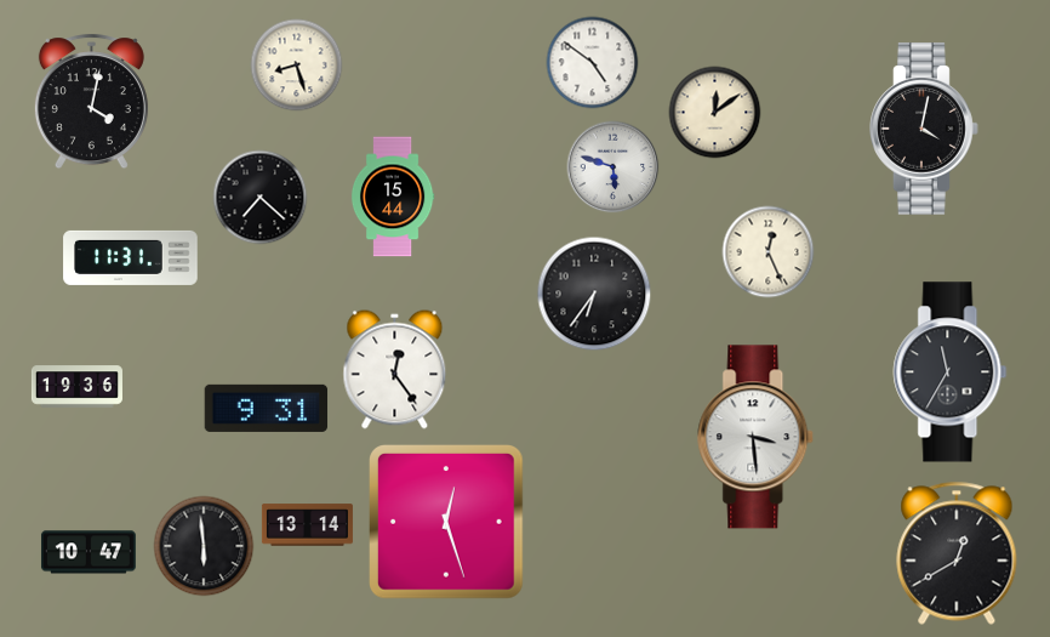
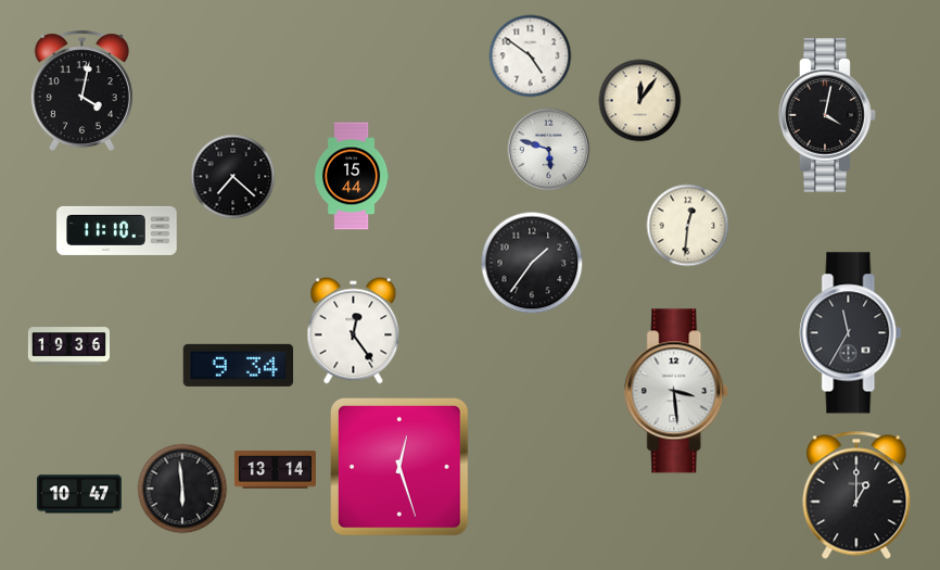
clock at (297, 66): 8:27 -> none
clock at (715, 113): 12:09 -> 12:06
clock at (769, 252): 12:26 -> 12:31
clock at (131, 257): 11:31 -> 11:10
clock at (594, 294): 6:36 -> 1:36
clock at (267, 408): 9:31 -> 9:34
clock at (957, 553): 12:40 -> 1:00
